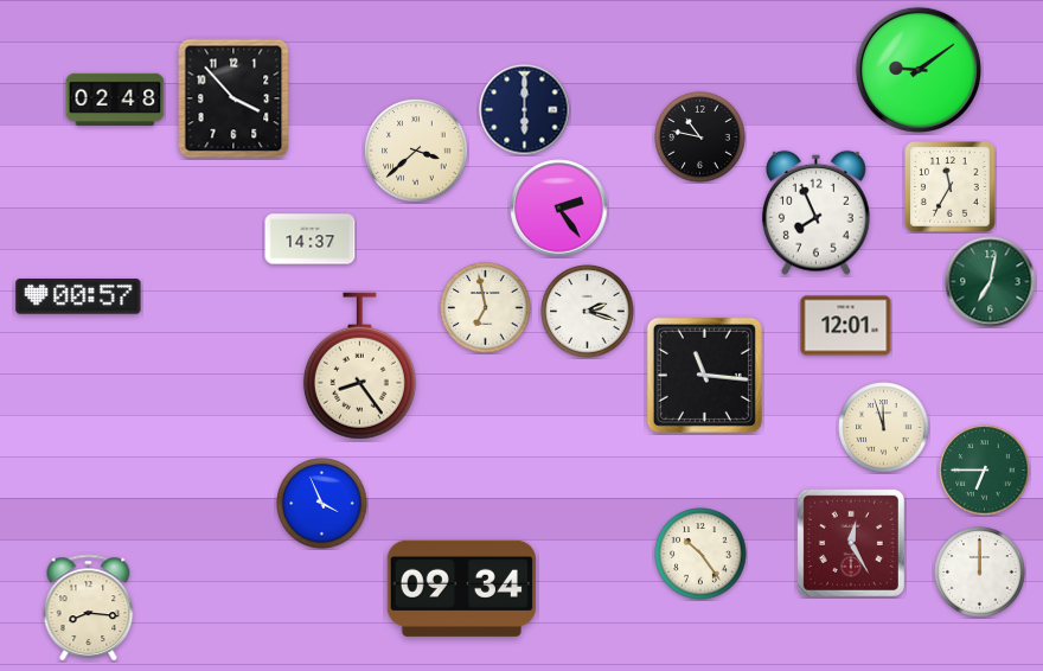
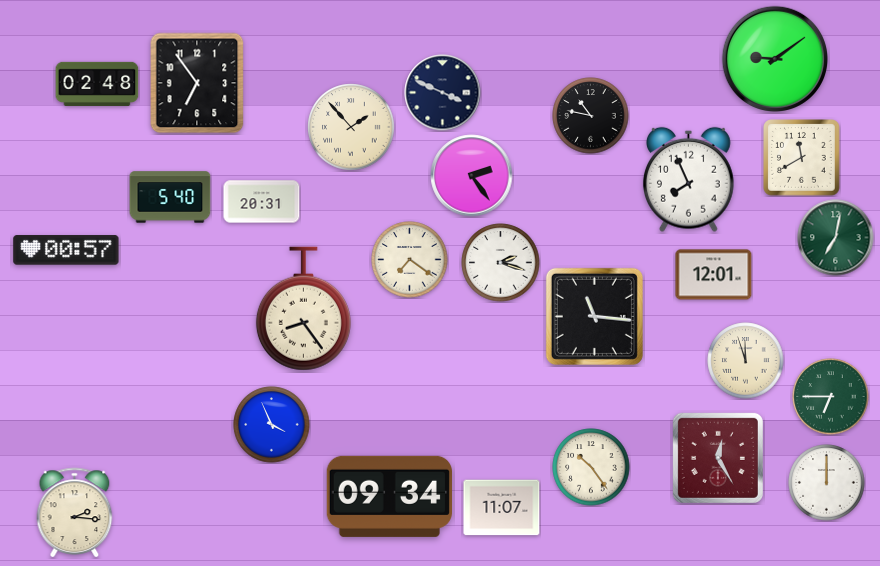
clock at (233, 98): 3:53 -> 6:54
clock at (525, 110): 6:00 -> 3:49
clock at (416, 151): 3:38 -> 1:53
clock at (951, 187): 11:35 -> 11:40
clock at (170, 197): none -> 5:40
clock at (311, 239): 14:37 -> 20:31
clock at (486, 308): 6:58 -> 7:21
clock at (588, 312) position: (588, 312) -> (501, 263)
clock at (502, 508): none -> 11:07
clock at (89, 607): 8:16 -> 2:16
